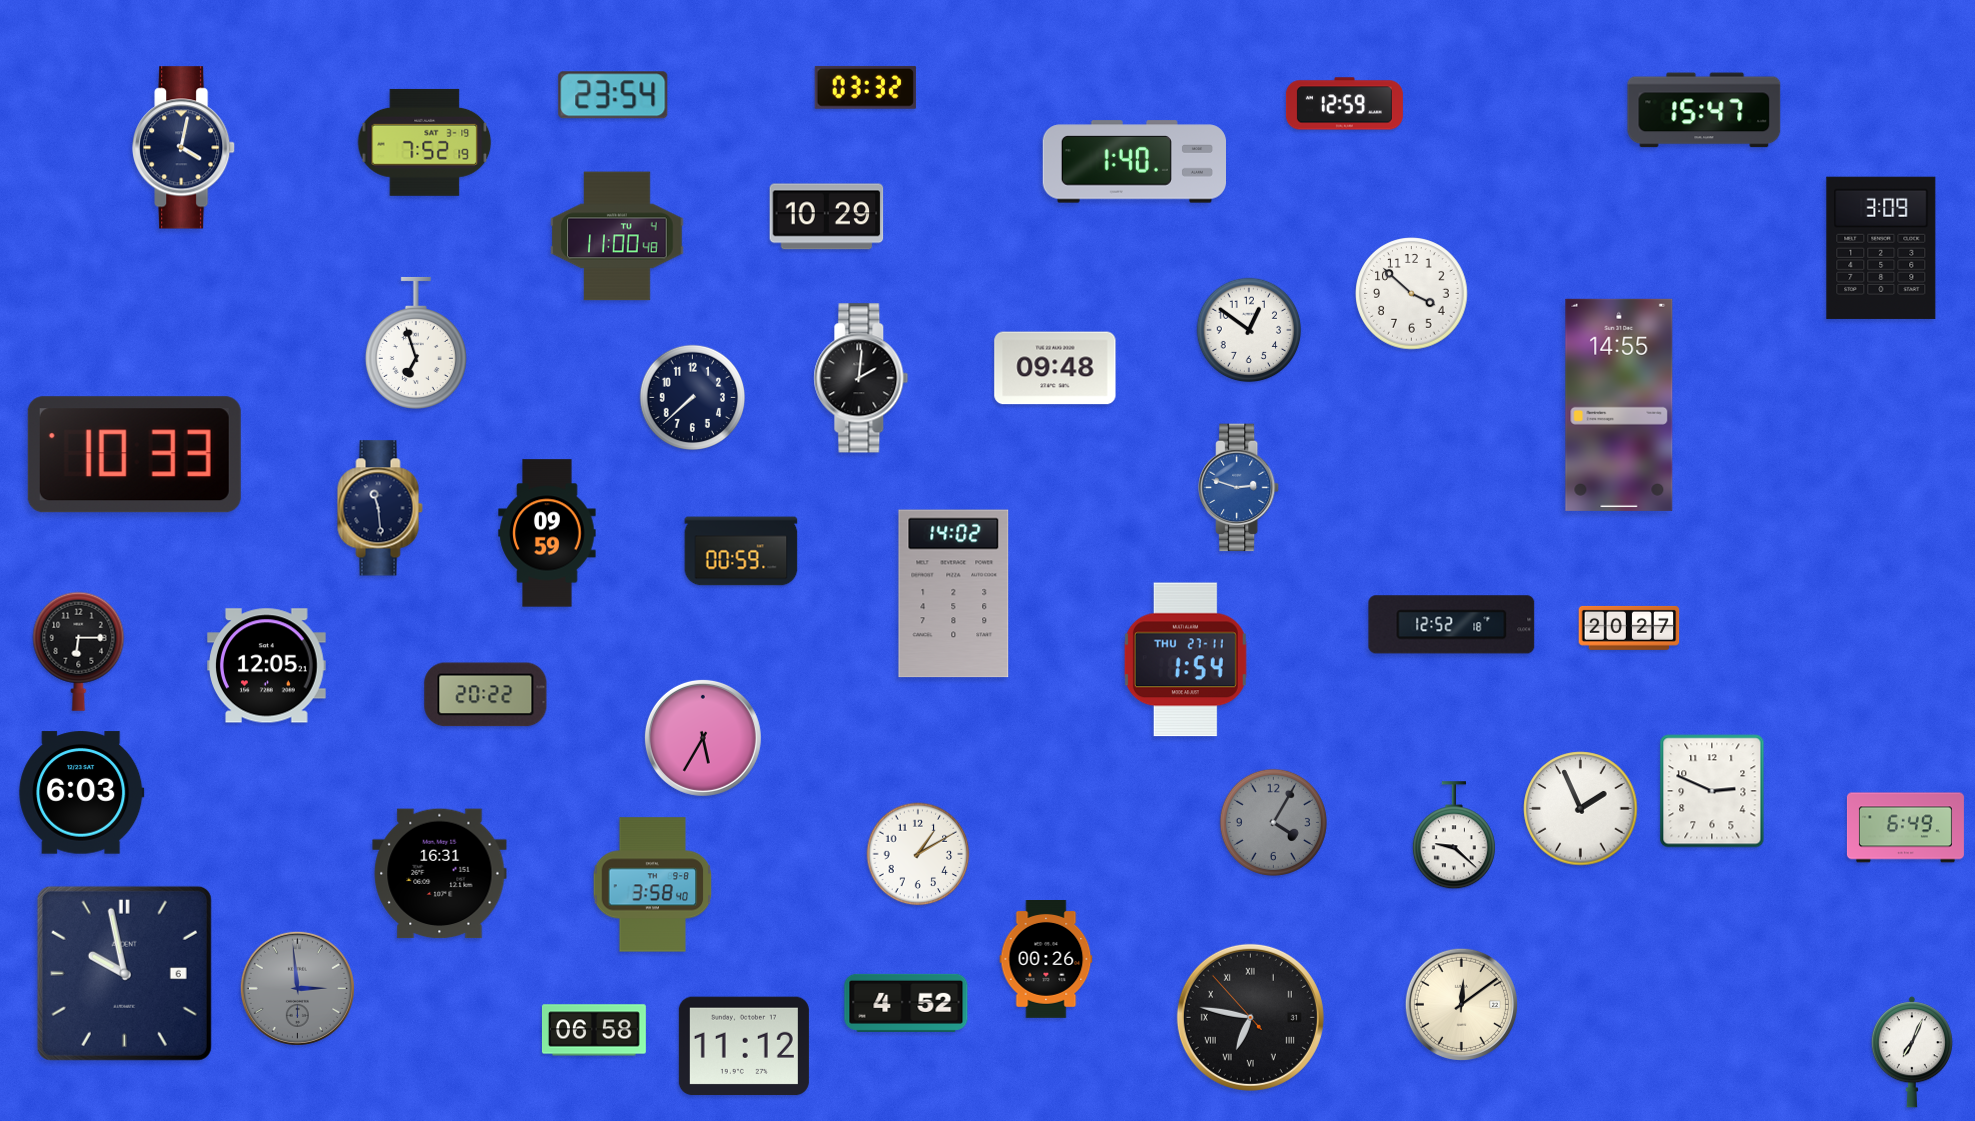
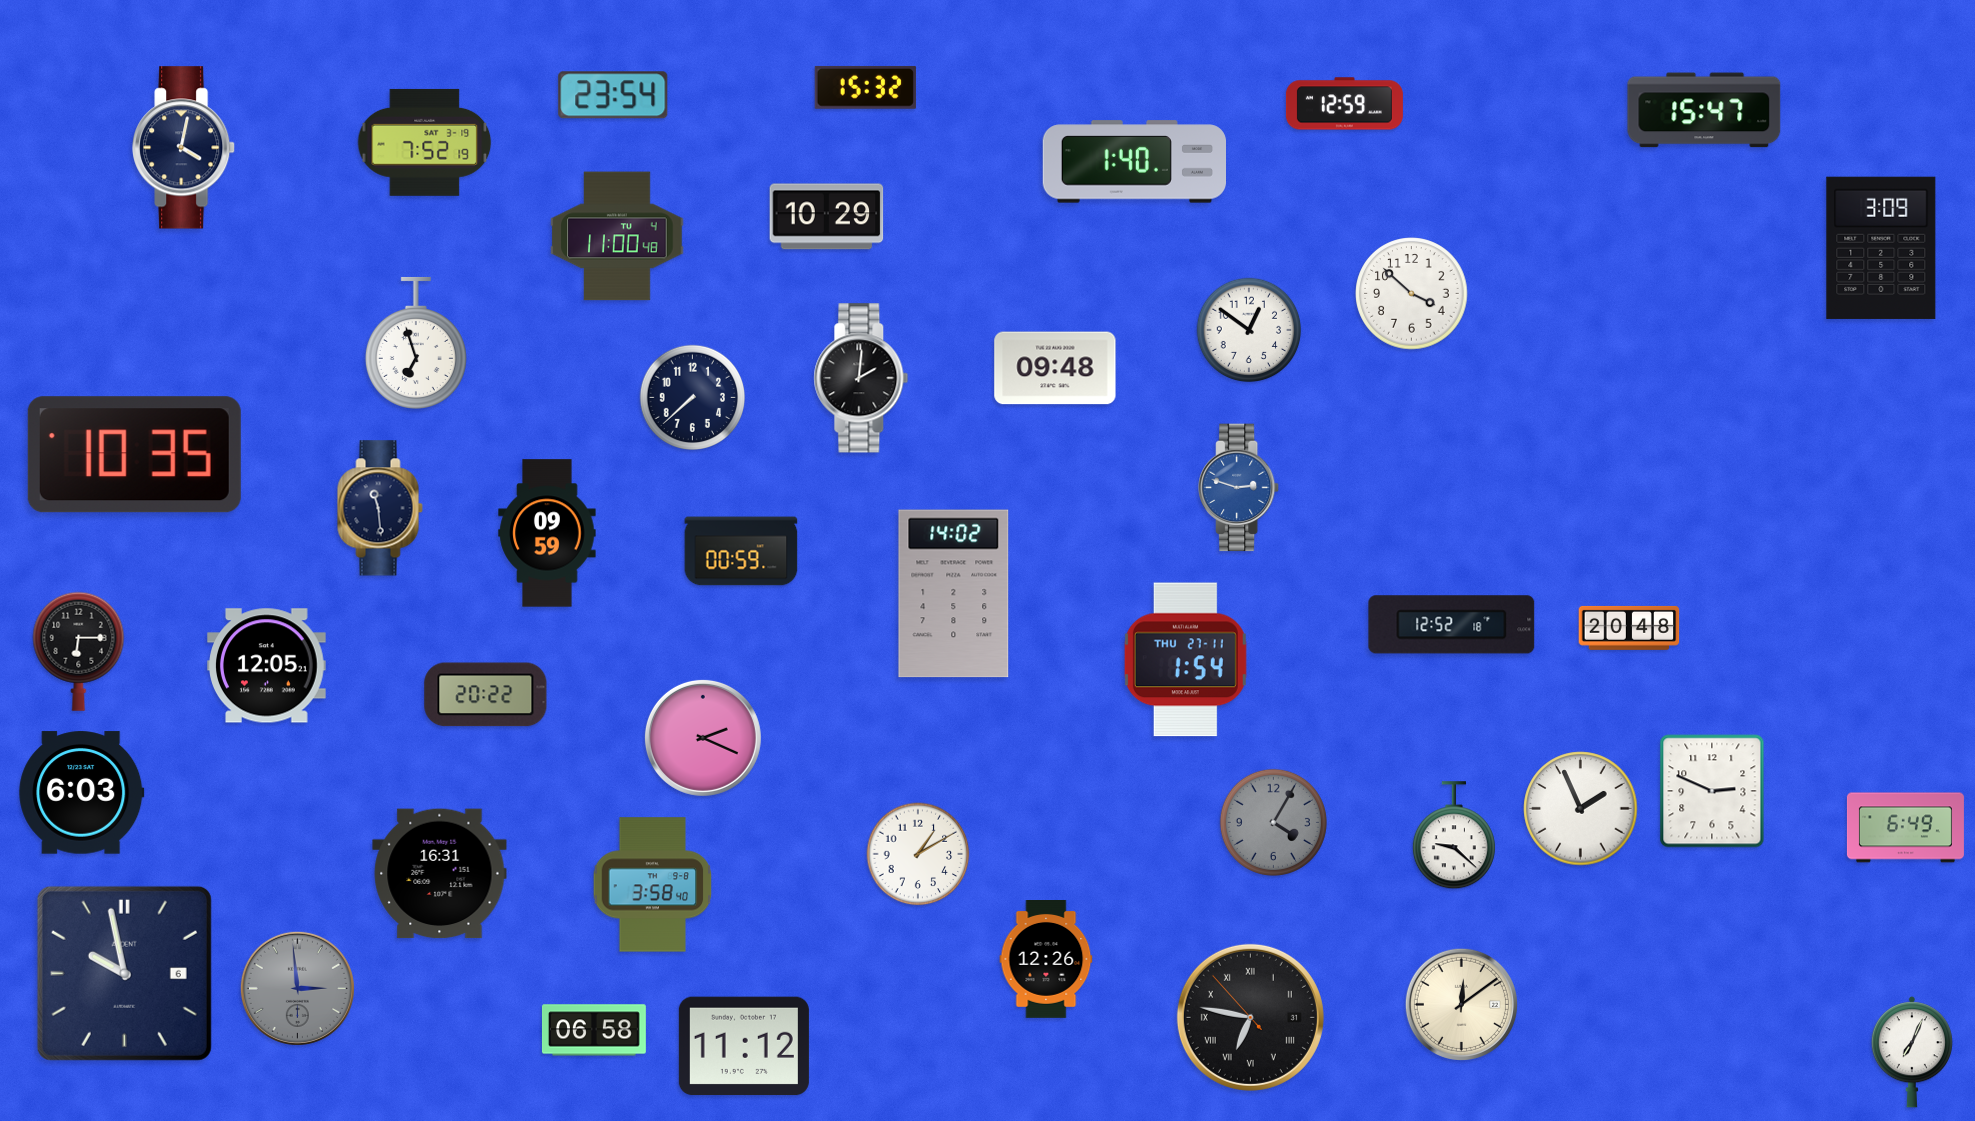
clock at (865, 87): 03:32 -> 15:32
clock at (1619, 405): 14:55 -> none
clock at (134, 455): 10:33 -> 10:35
clock at (1629, 628): 20:27 -> 20:48
clock at (703, 738): 5:35 -> 2:19
clock at (1046, 960): 00:26 -> 12:26
clock at (906, 1003): 4:52 -> none
